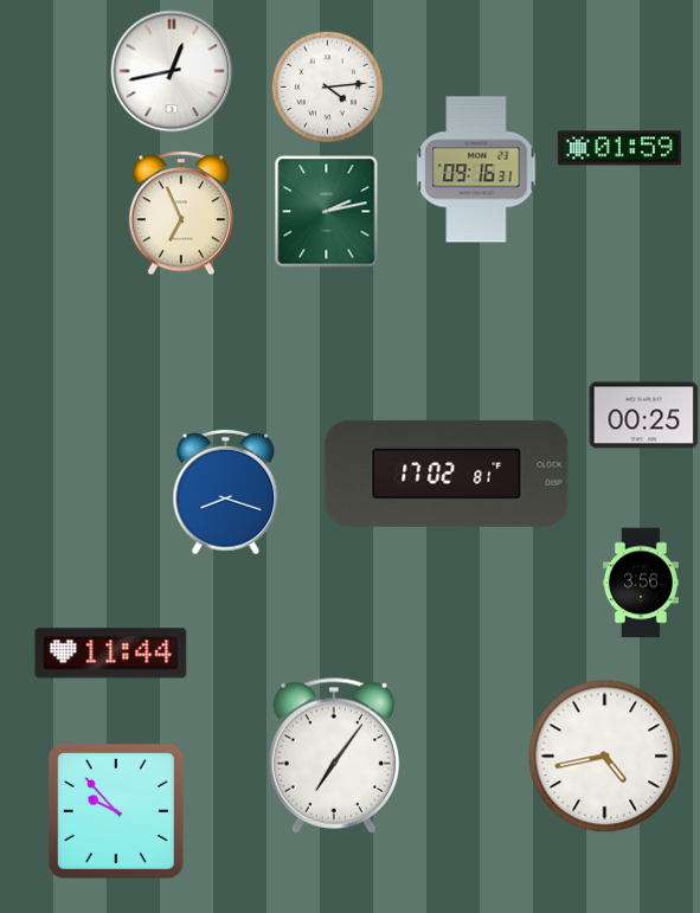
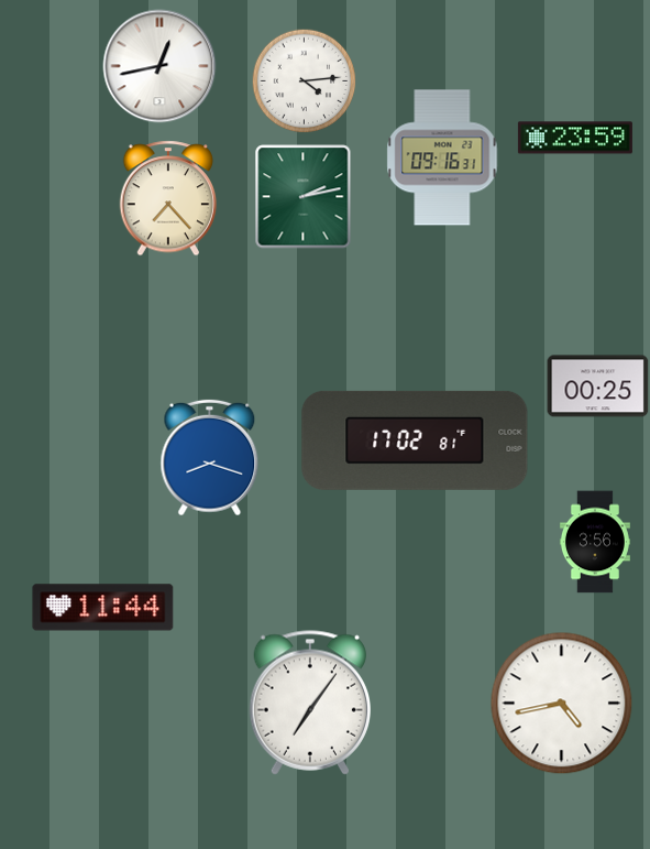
clock at (619, 148): 01:59 -> 23:59
clock at (181, 213): 6:56 -> 7:23
clock at (116, 811): 9:53 -> none
